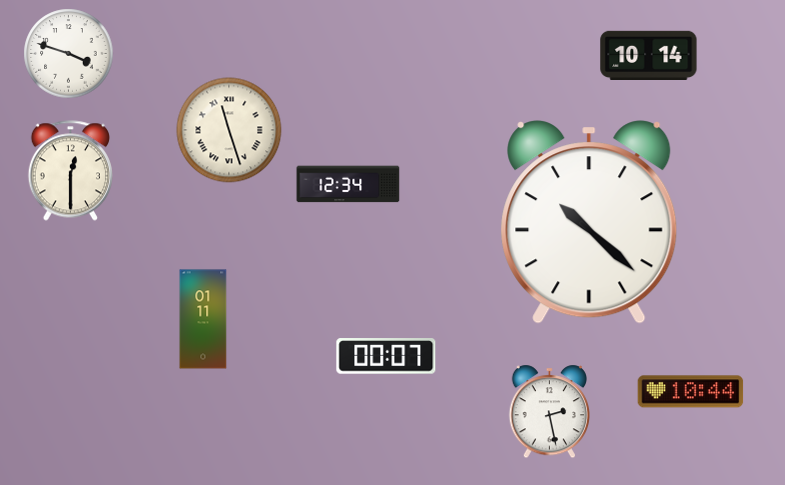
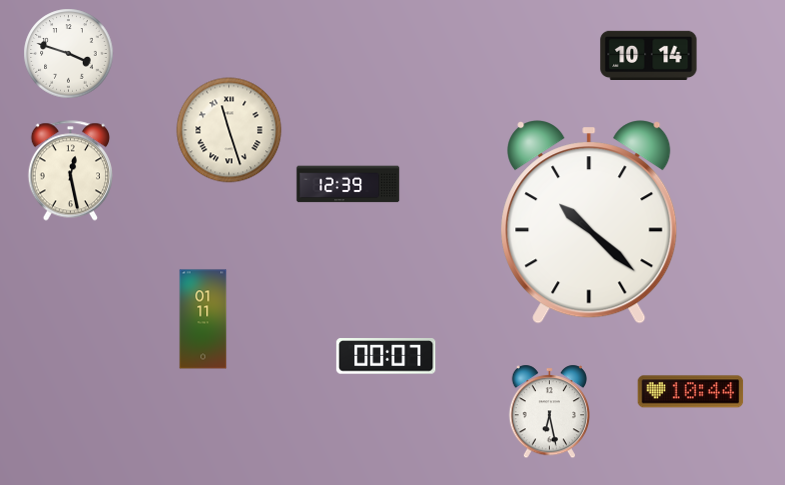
clock at (70, 171): 12:30 -> 12:28
clock at (348, 184): 12:34 -> 12:39
clock at (549, 412): 2:28 -> 6:28
